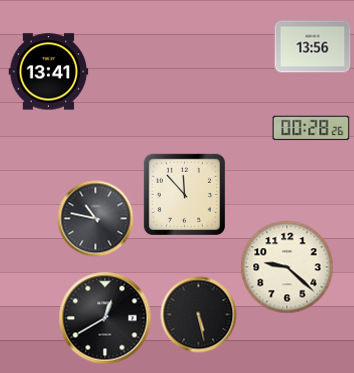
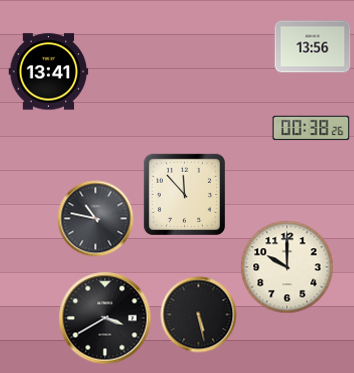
clock at (311, 128): 00:28 -> 00:38
clock at (287, 267): 9:22 -> 10:00
clock at (105, 318): 12:40 -> 3:40
